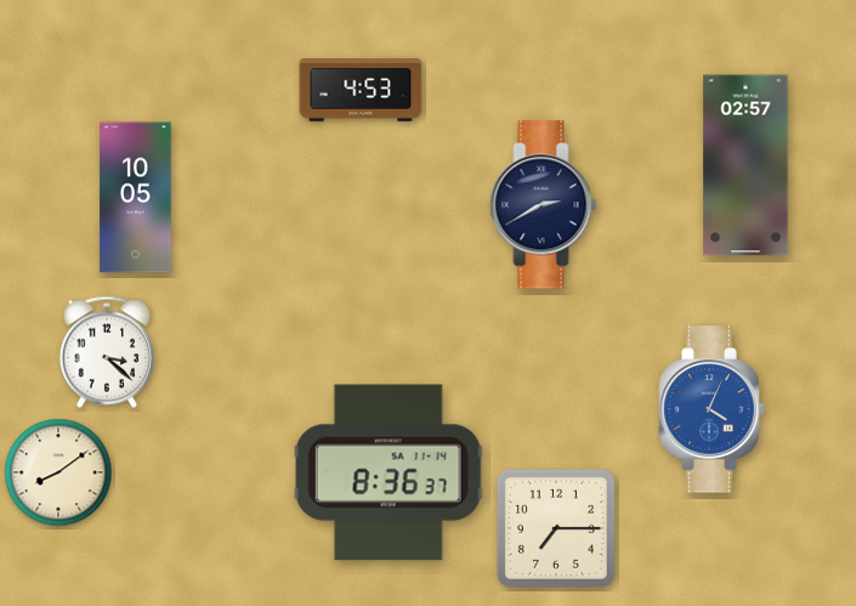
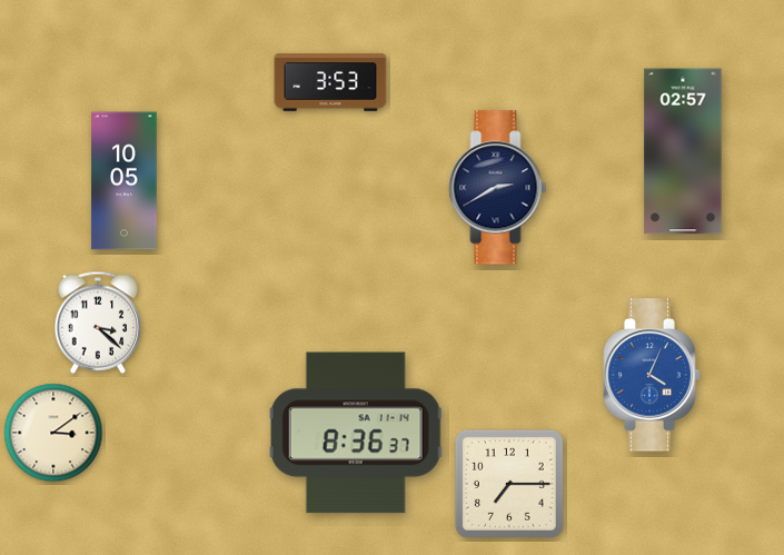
clock at (361, 90): 4:53 -> 3:53
clock at (58, 472): 8:09 -> 3:09
